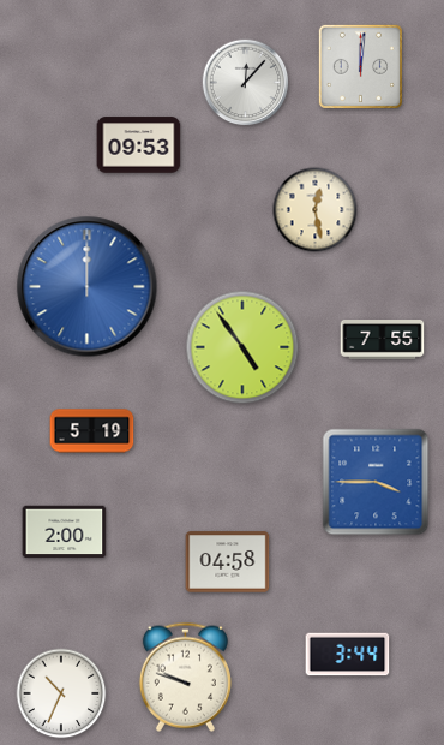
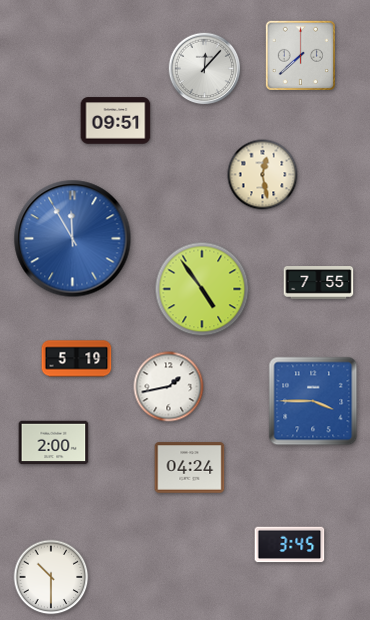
clock at (360, 66): 12:01 -> 7:38
clock at (139, 145): 09:53 -> 09:51
clock at (88, 287): 12:00 -> 11:55
clock at (169, 387): none -> 1:43
clock at (228, 562): 04:58 -> 04:24
clock at (348, 655): 3:44 -> 3:45
clock at (185, 677): 9:48 -> none
clock at (61, 693): 10:34 -> 10:30
